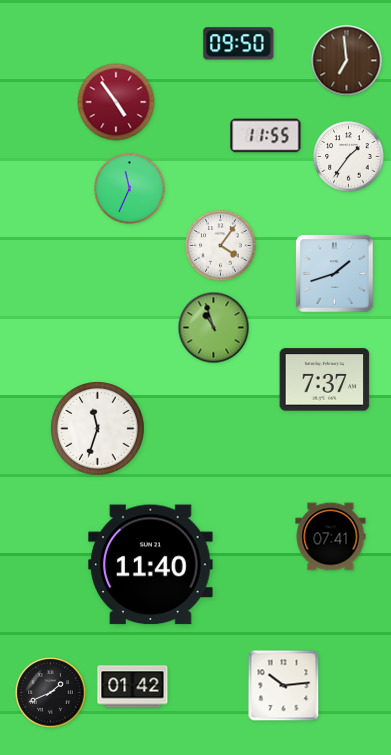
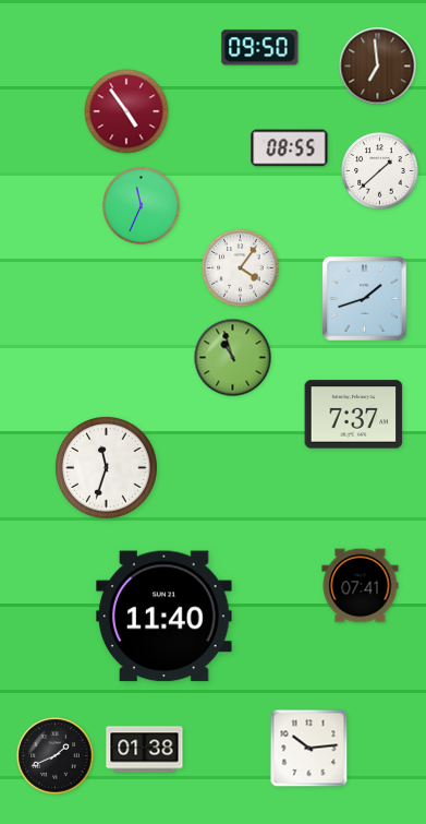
clock at (266, 136): 11:55 -> 08:55
clock at (349, 157): 1:36 -> 1:38
clock at (133, 687): 01:42 -> 01:38
